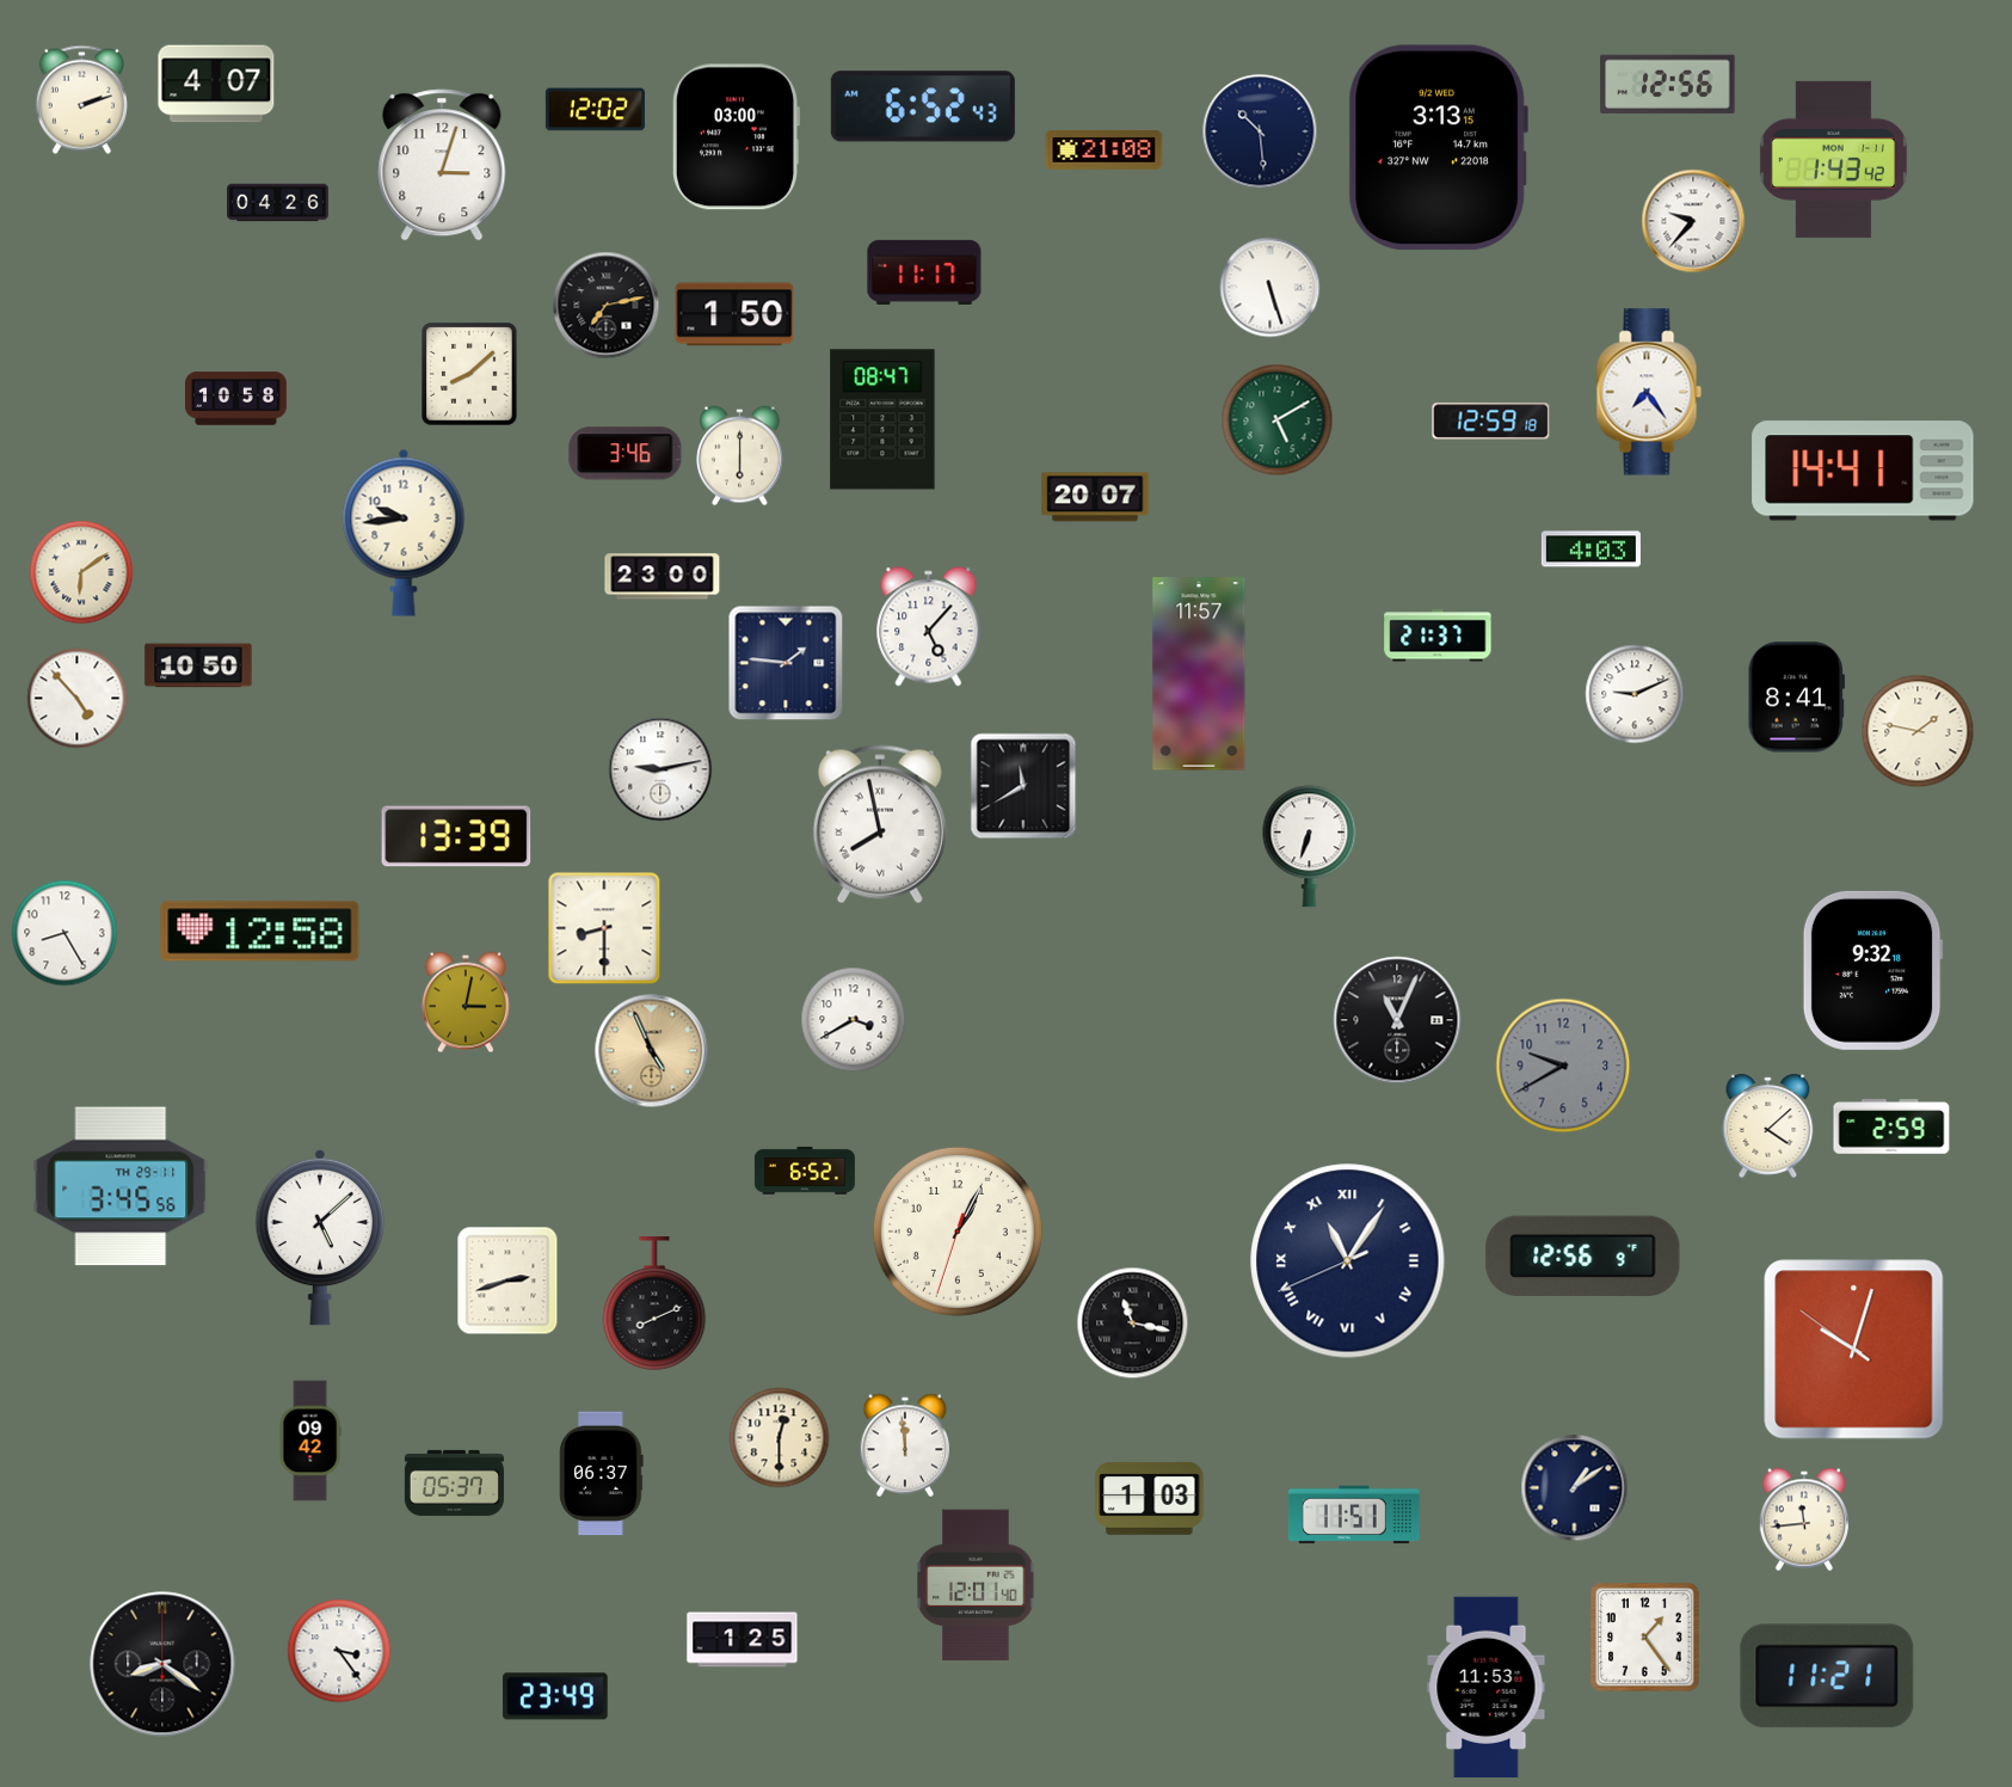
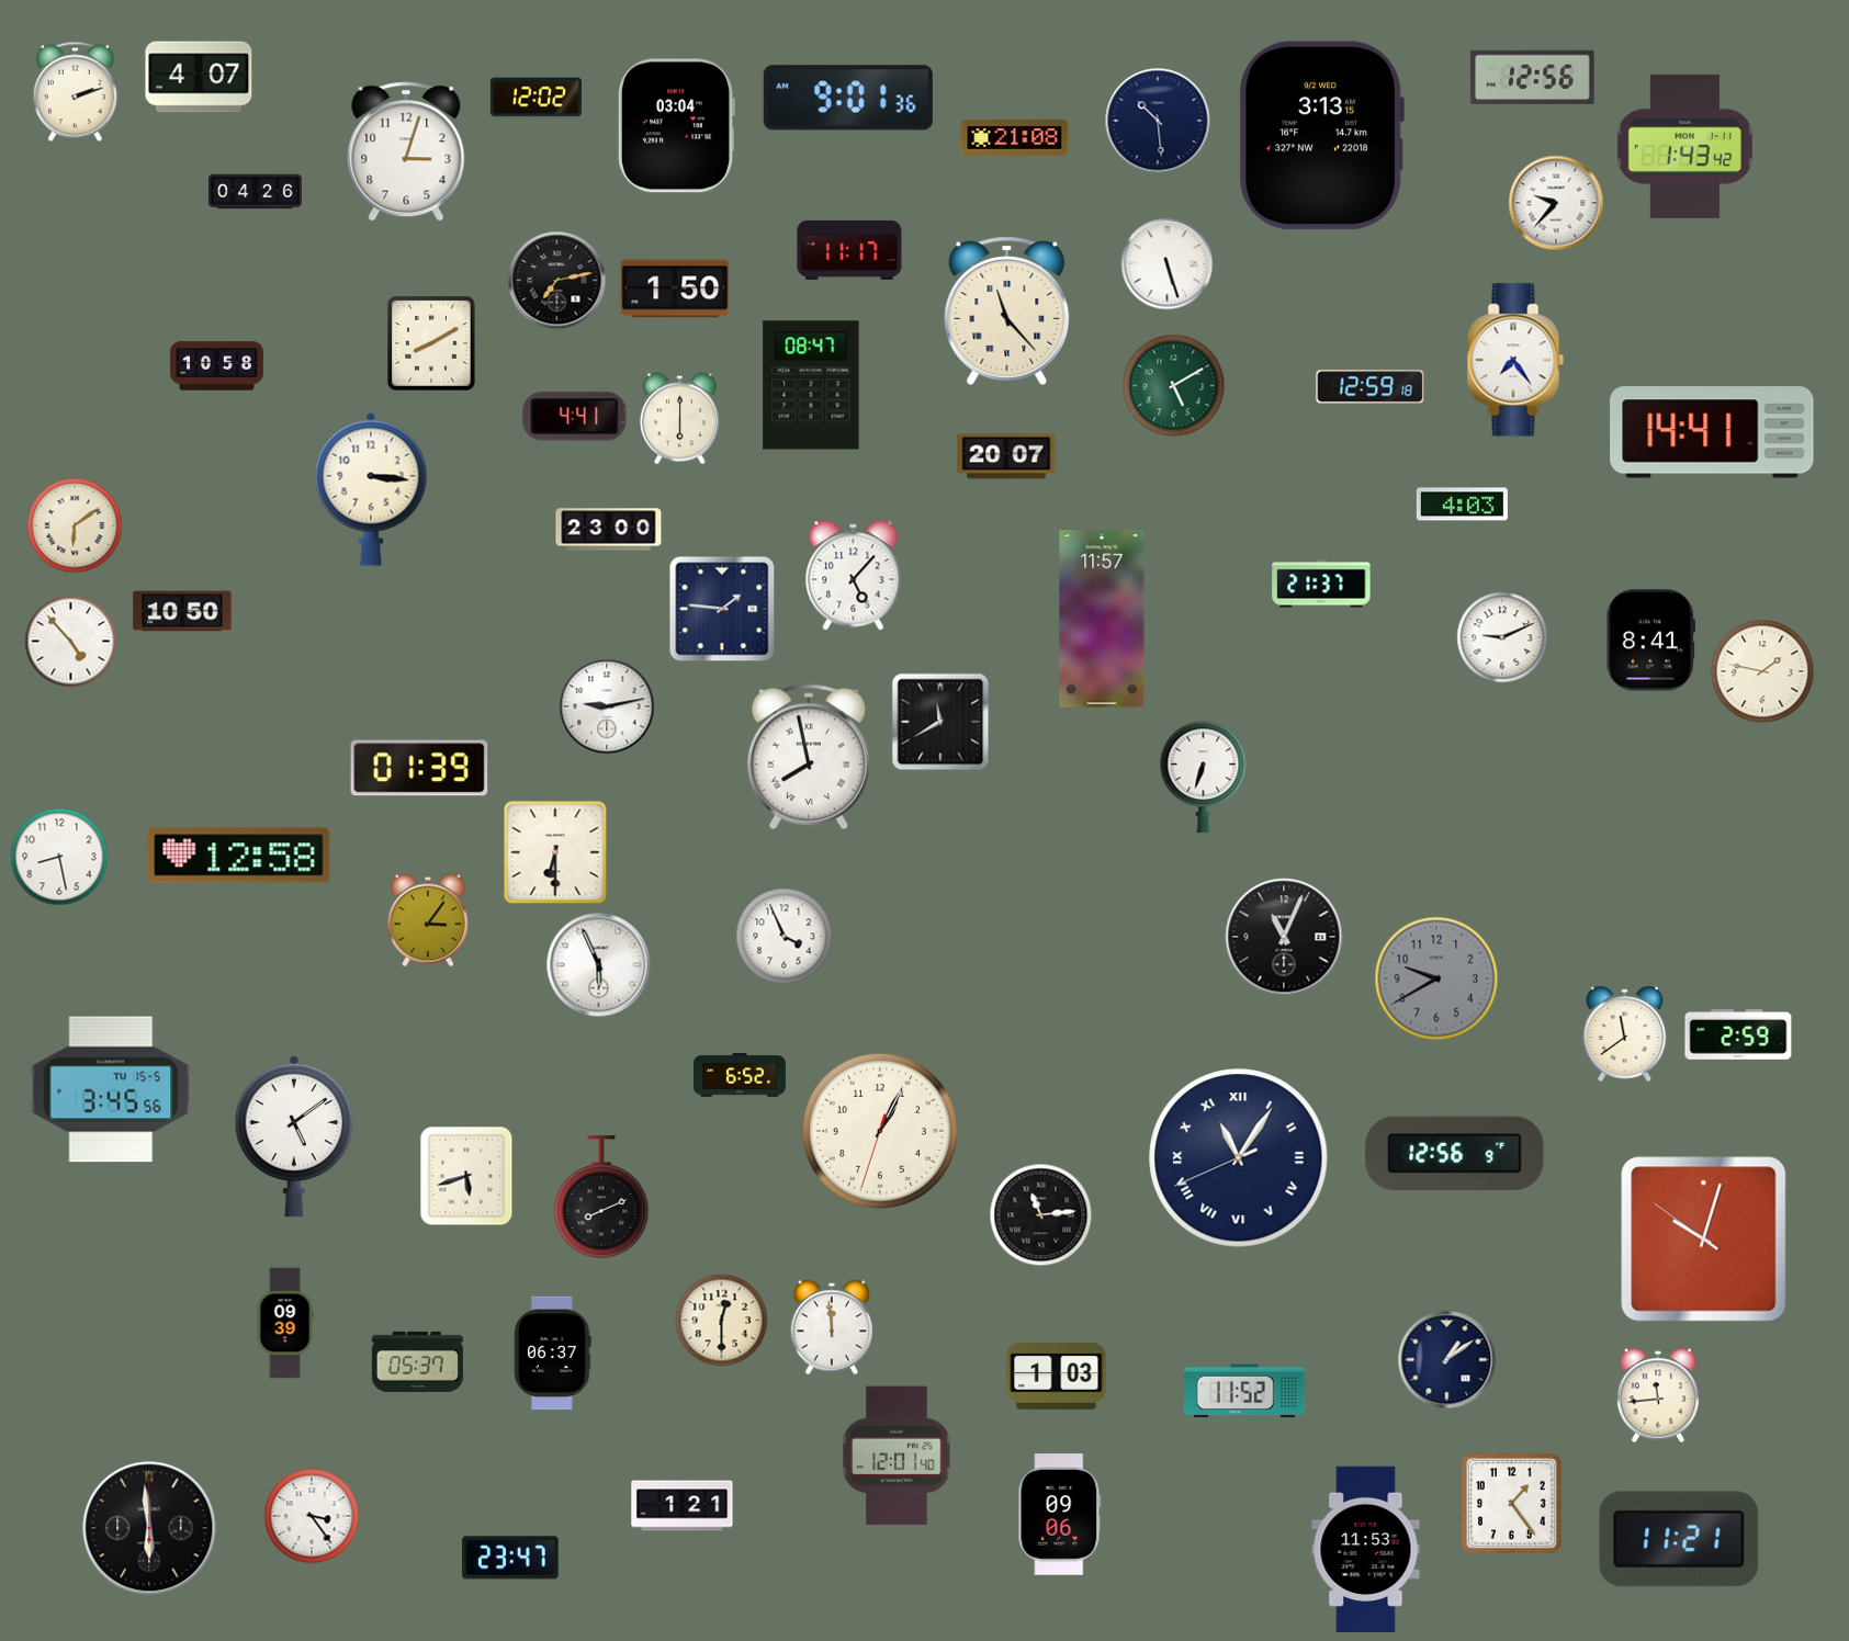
clock at (923, 106): 6:52 -> 9:01
clock at (595, 110) position: (595, 110) -> (535, 98)
clock at (736, 137): 03:00 -> 03:04
clock at (278, 203) position: (278, 203) -> (256, 192)
clock at (1007, 310): none -> 11:23
clock at (469, 374): 8:08 -> 8:10
clock at (626, 454): 3:46 -> 4:41
clock at (404, 533): 9:44 -> 3:16
clock at (456, 836): 13:39 -> 01:39
clock at (604, 928): 8:30 -> 6:30
clock at (64, 933): 8:25 -> 8:28
clock at (1872, 970): 9:32 -> none
clock at (466, 1002): 3:02 -> 3:06
clock at (854, 1020): 3:40 -> 3:56
clock at (652, 1051): 4:56 -> 5:56
clock at (652, 1051) dial: champagne -> white
clock at (1768, 1125): 4:08 -> 11:39
clock at (121, 1186) date: TH 29-11 -> TU 15-5
clock at (320, 1238): 5:08 -> 5:09
clock at (507, 1281): 2:42 -> 5:42
clock at (1133, 1324): 11:17 -> 11:14
clock at (780, 1438) position: (780, 1438) -> (722, 1321)
clock at (310, 1441): 09:42 -> 09:39
clock at (1575, 1488) position: (1575, 1488) -> (1447, 1360)
clock at (1354, 1515): 11:51 -> 11:52
clock at (743, 1640): 1:25 -> 1:21
clock at (1060, 1515): none -> 09:06
clock at (162, 1664): 8:21 -> 5:59
clock at (555, 1696): 23:49 -> 23:47
